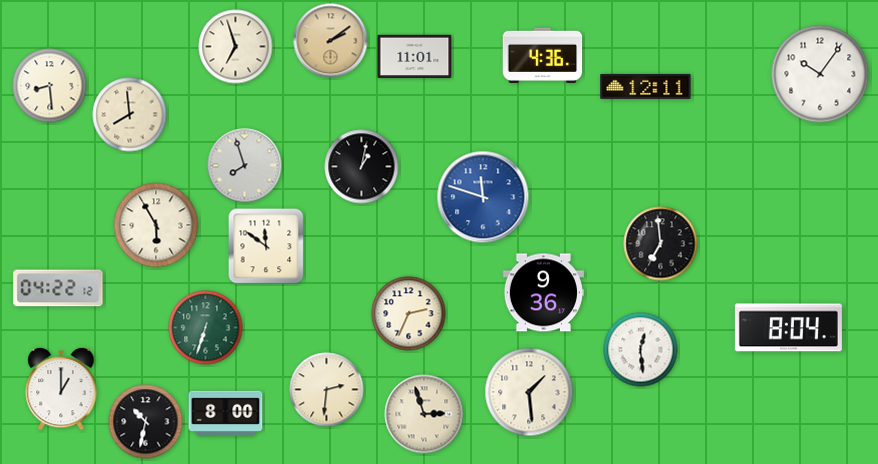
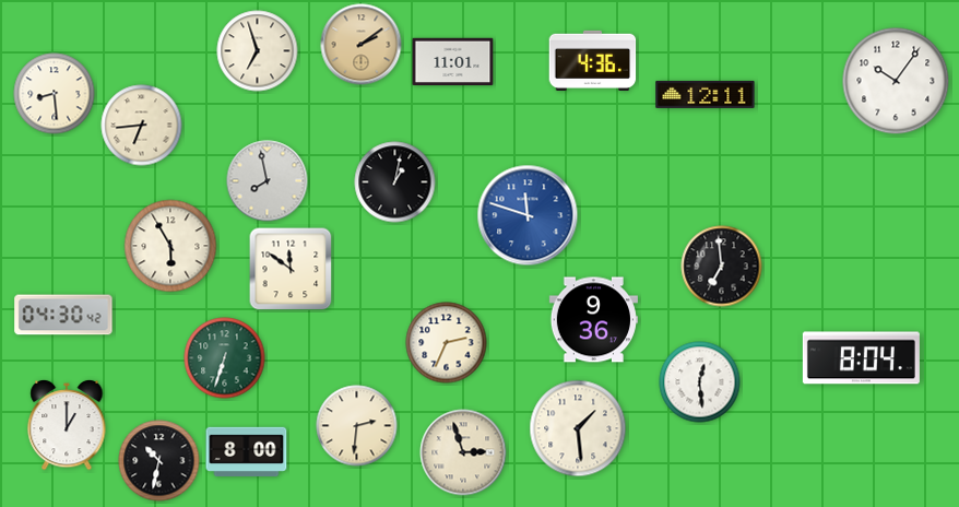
clock at (130, 115): 7:59 -> 6:44
clock at (245, 166): 7:57 -> 7:58
clock at (58, 288): 04:22 -> 04:30
